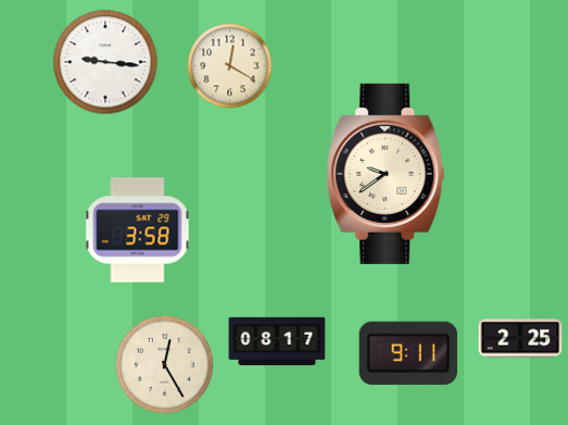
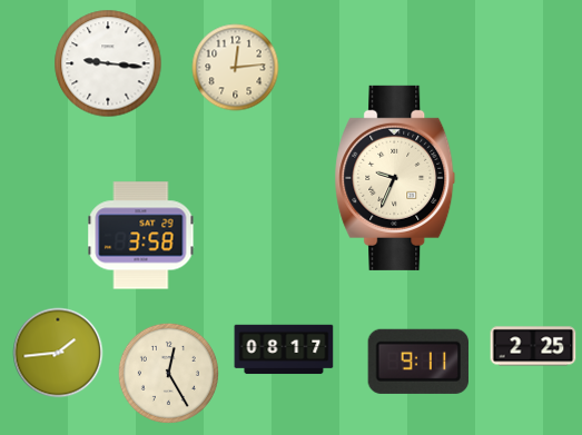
clock at (230, 66): 12:20 -> 12:14
clock at (386, 174): 9:39 -> 9:34
clock at (58, 353): none -> 1:44
